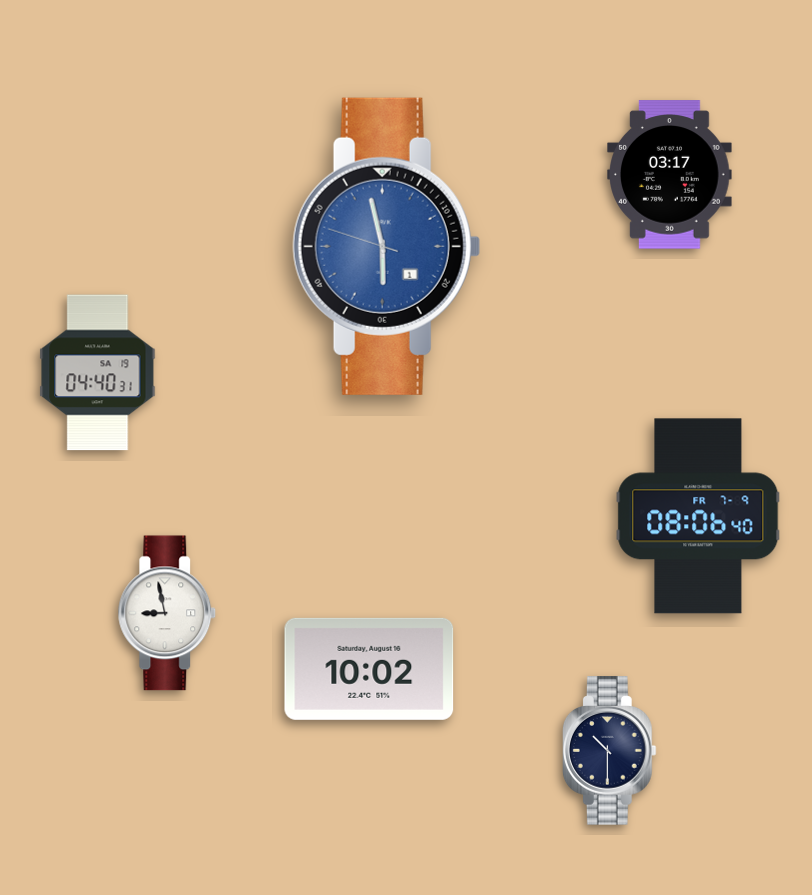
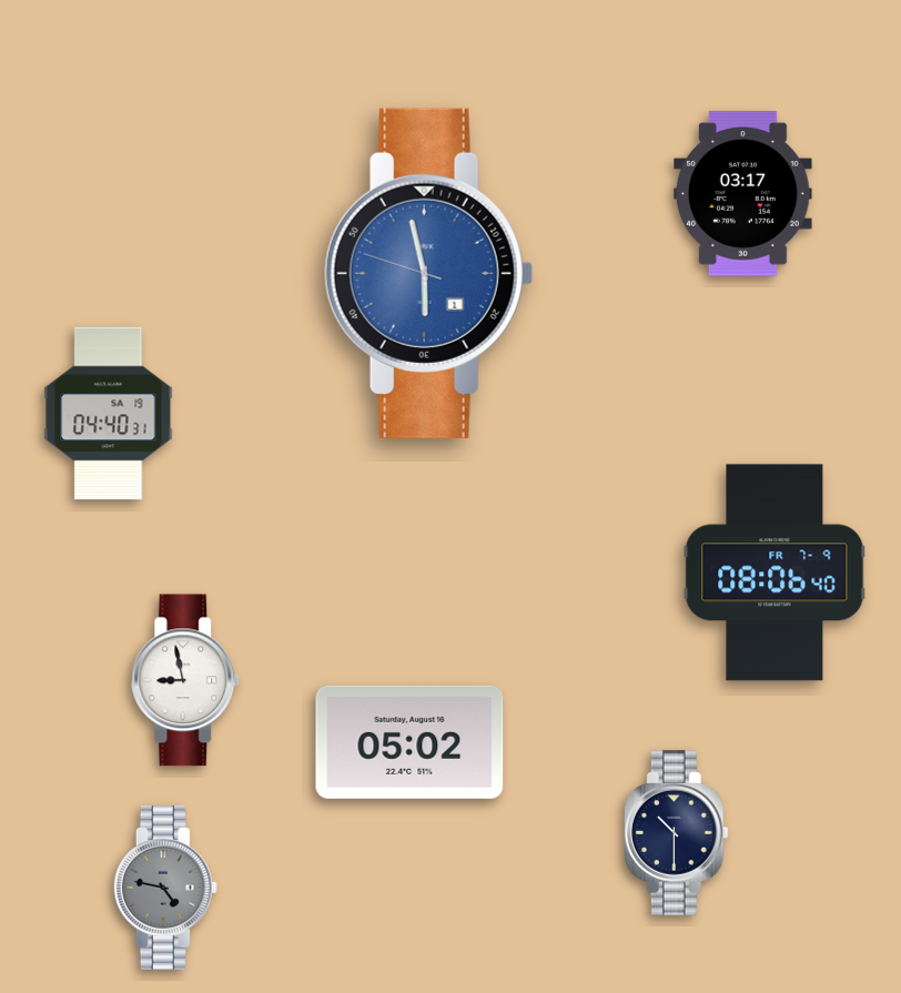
clock at (369, 669): 10:02 -> 05:02
clock at (165, 889): none -> 4:47
